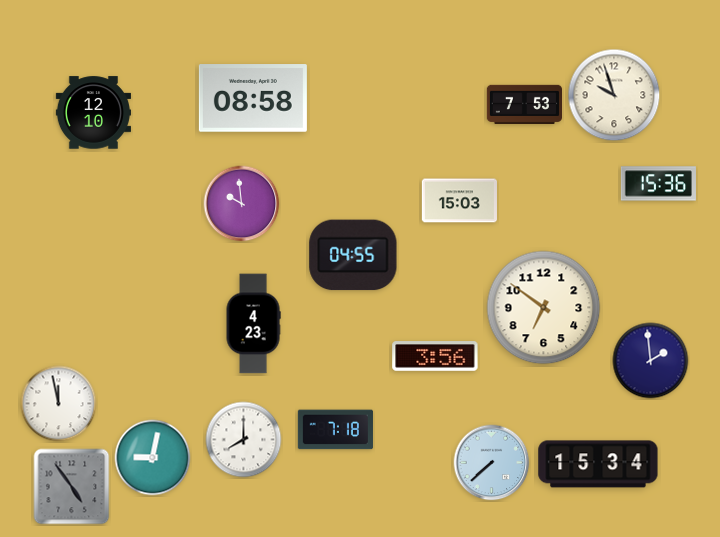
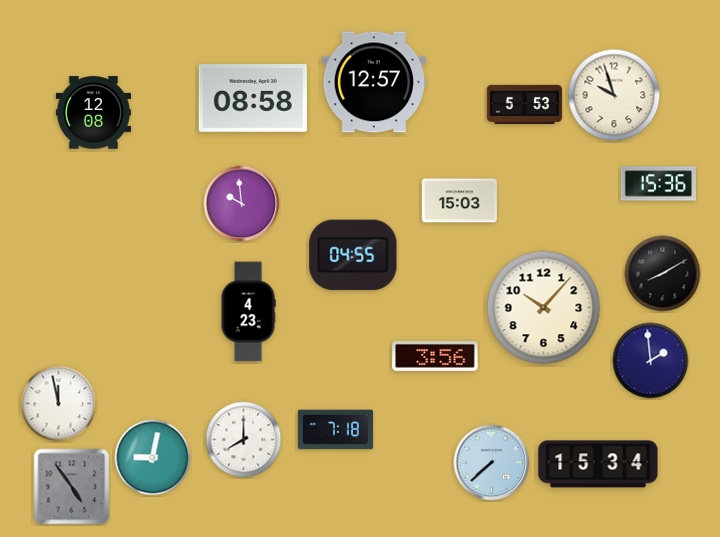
clock at (373, 82): none -> 12:57
clock at (524, 104): 7:53 -> 5:53
clock at (93, 113): 12:10 -> 12:08
clock at (663, 274): none -> 8:10
clock at (544, 308): 6:51 -> 10:07
clock at (253, 324) position: (253, 324) -> (248, 312)
